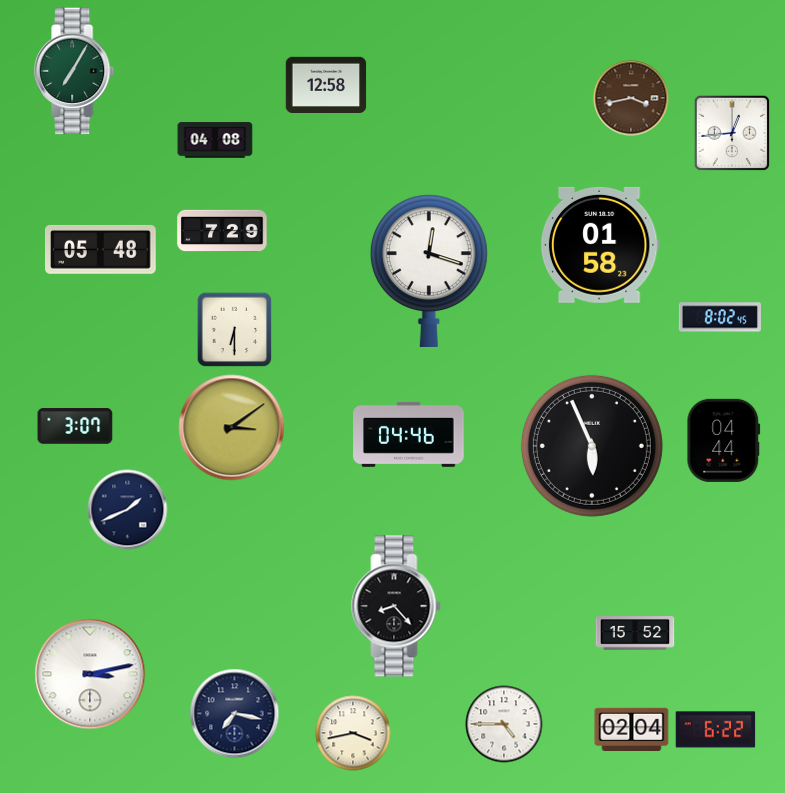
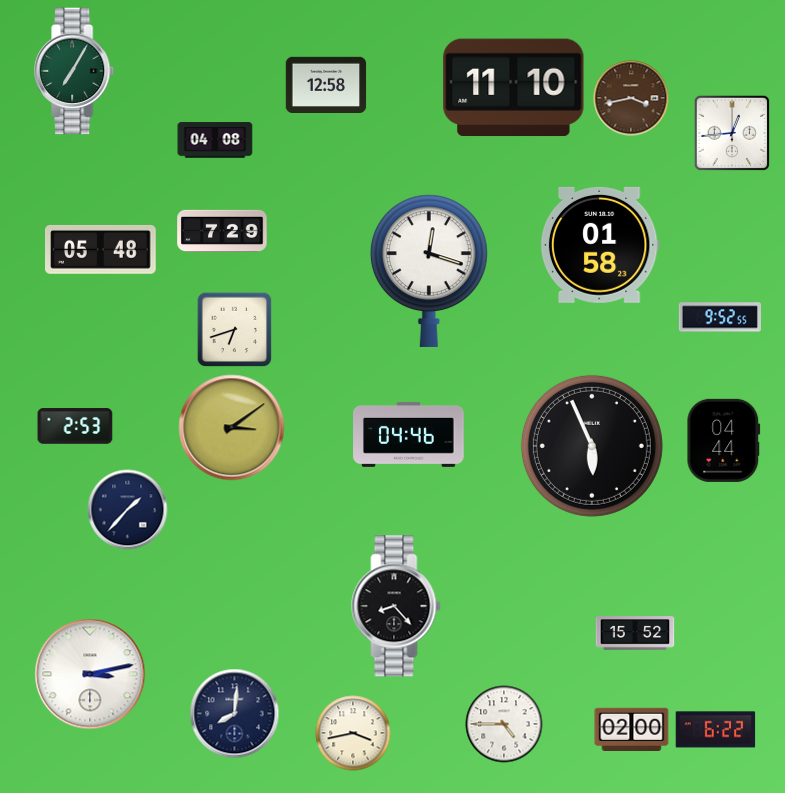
clock at (514, 88): none -> 11:10
clock at (720, 317): 8:02 -> 9:52
clock at (235, 330): 6:30 -> 6:42
clock at (75, 426): 3:07 -> 2:53
clock at (128, 510): 1:41 -> 1:37
clock at (235, 714): 7:17 -> 8:01
clock at (632, 729): 02:04 -> 02:00
